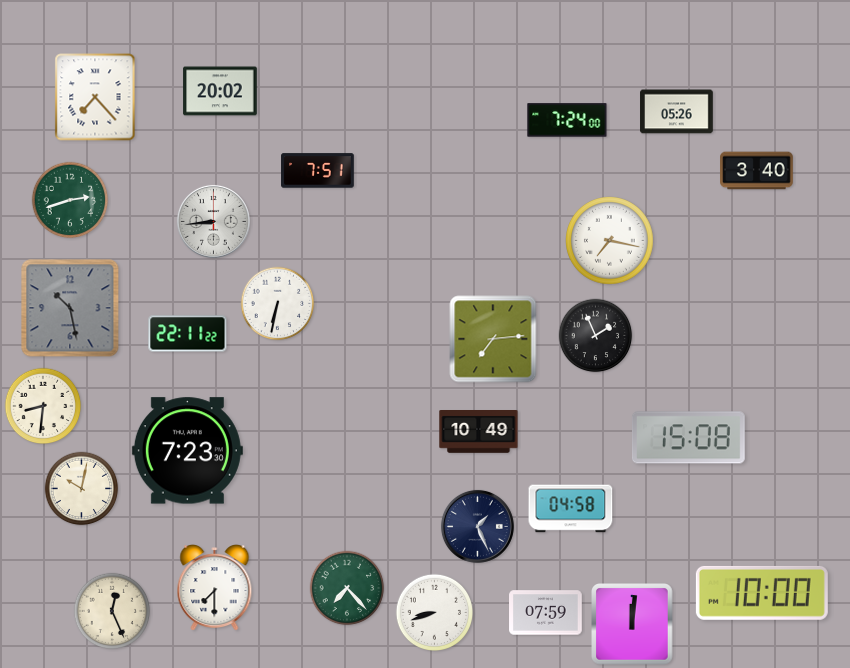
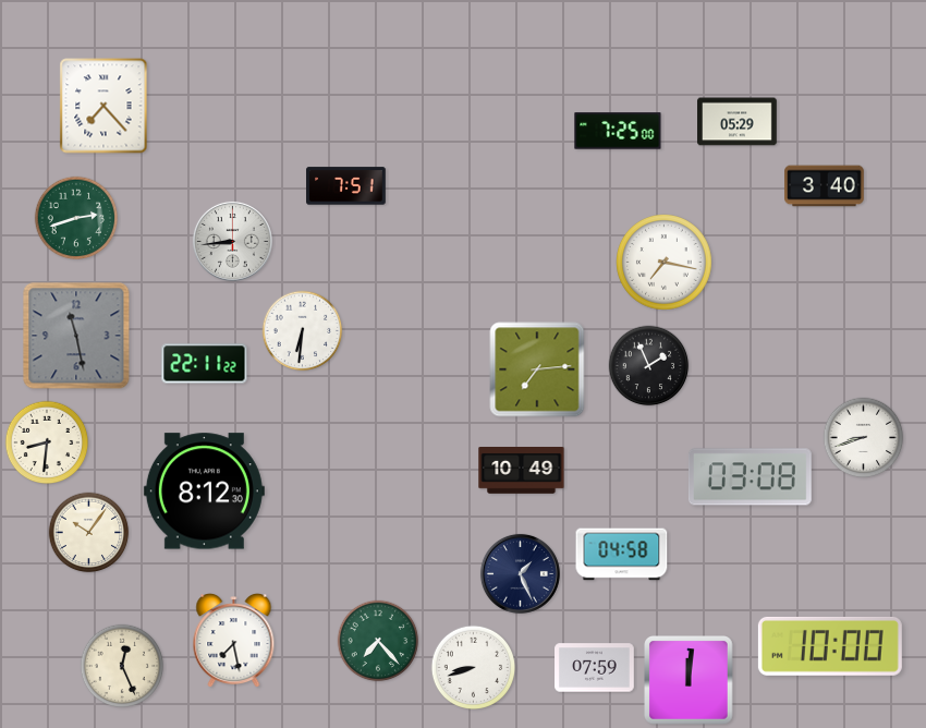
clock at (220, 91): 20:02 -> none
clock at (677, 112): 05:26 -> 05:29
clock at (567, 120): 7:24 -> 7:25
clock at (278, 304): 6:32 -> 6:31
clock at (70, 308): 10:28 -> 11:28
clock at (864, 438): none -> 8:42
clock at (688, 438): 15:08 -> 03:08
clock at (187, 451): 7:23 -> 8:12
clock at (82, 489): 10:02 -> 10:06
clock at (215, 588): 7:30 -> 7:28
